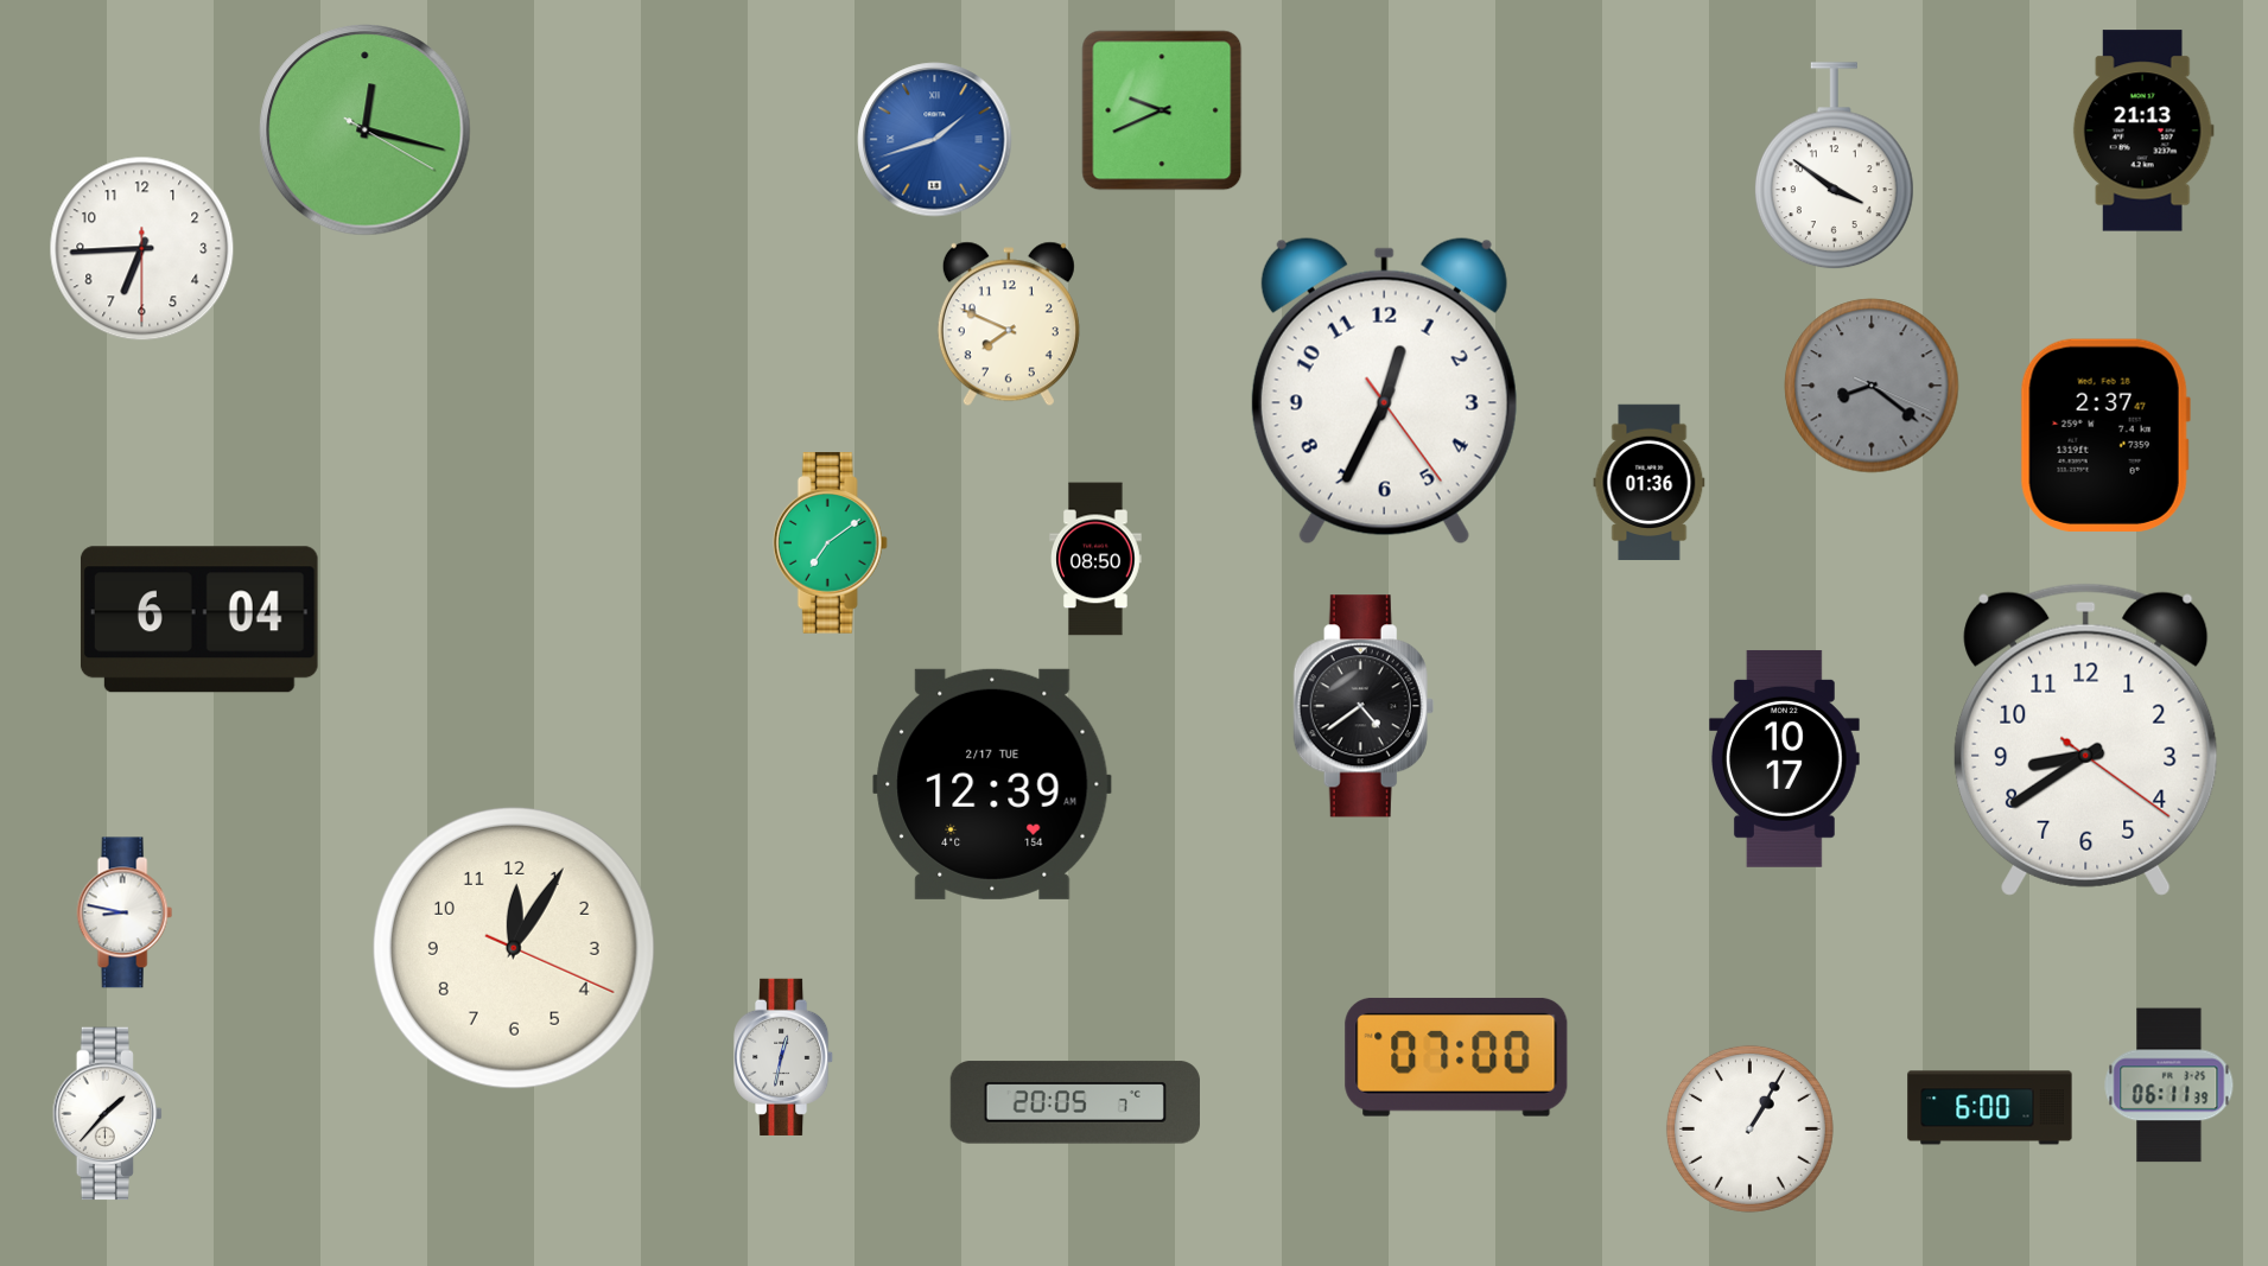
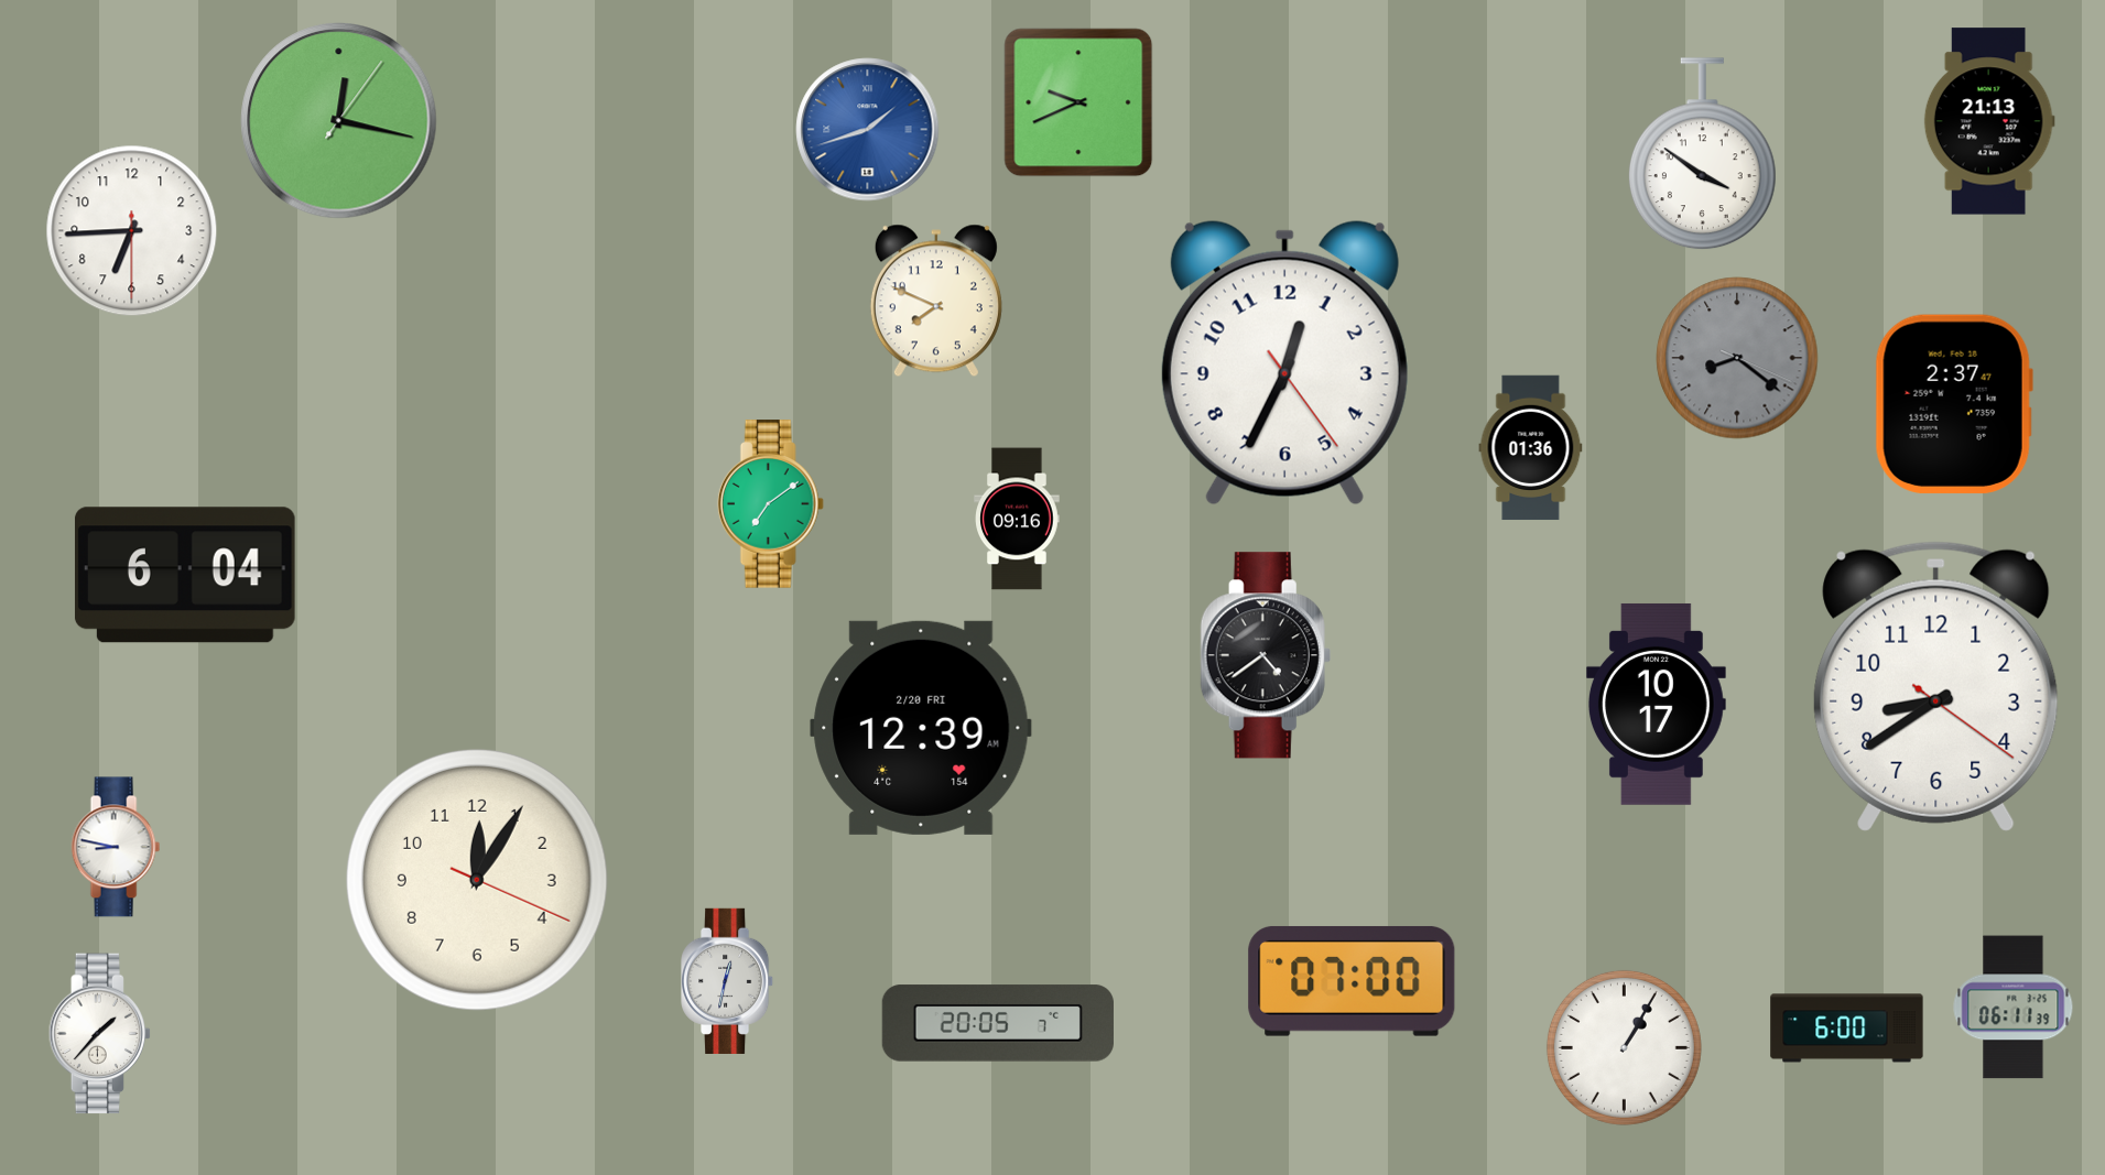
clock at (366, 131): 12:17:20 -> 12:17:06
clock at (1095, 559): 08:50 -> 09:16
clock at (992, 784) date: 2/17 TUE -> 2/20 FRI
